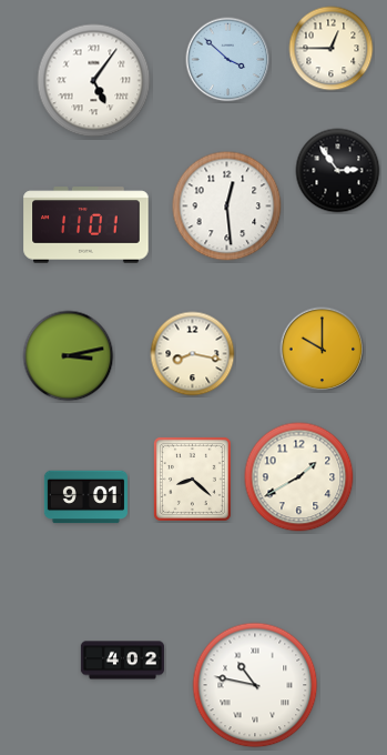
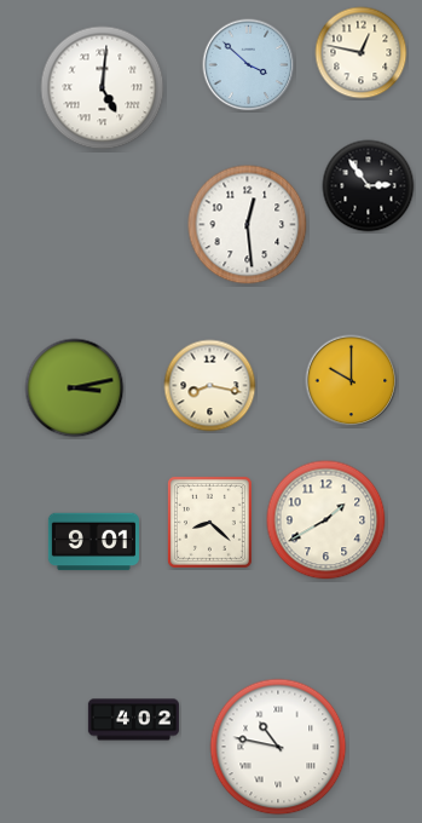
clock at (332, 49): 12:45 -> 12:47
clock at (94, 81): 5:06 -> 5:01
clock at (86, 225): 11:01 -> none
